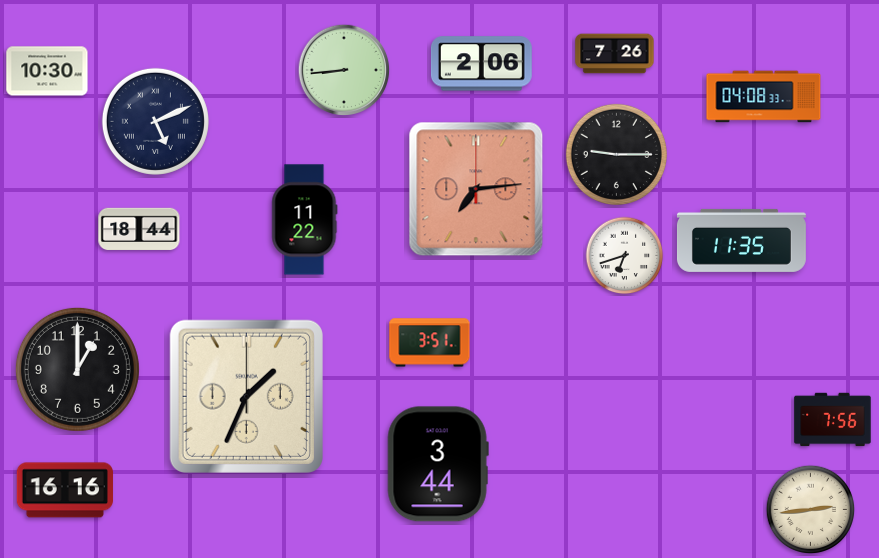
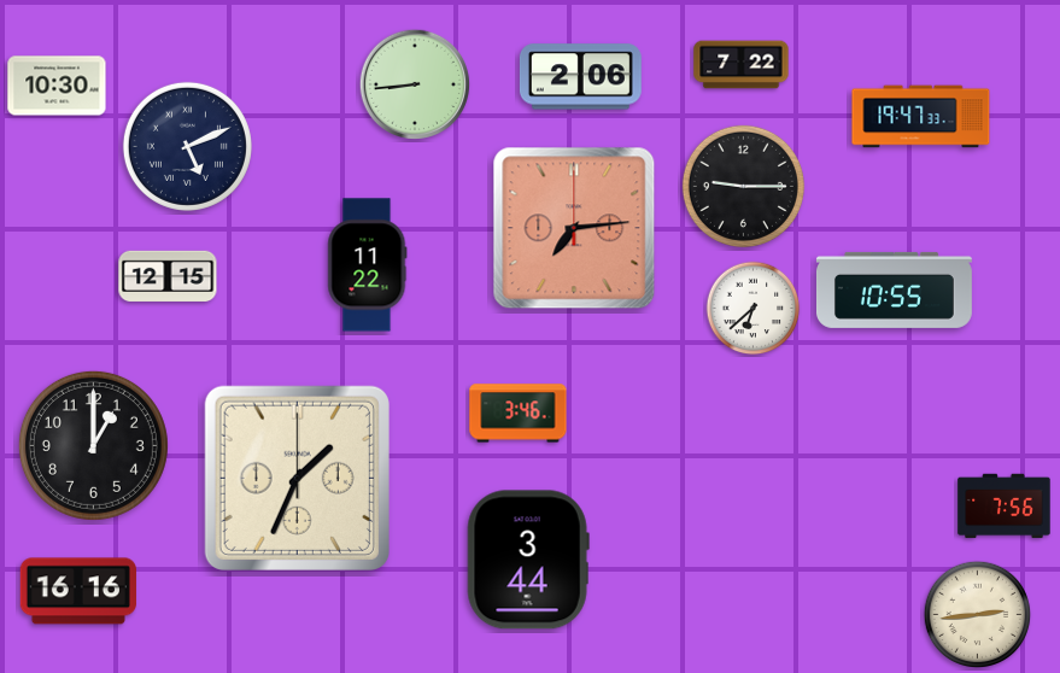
clock at (615, 54): 7:26 -> 7:22
clock at (764, 97): 04:08 -> 19:47
clock at (139, 228): 18:44 -> 12:15
clock at (742, 240): 11:35 -> 10:55
clock at (625, 256): 6:42 -> 6:38
clock at (430, 343): 3:51 -> 3:46
